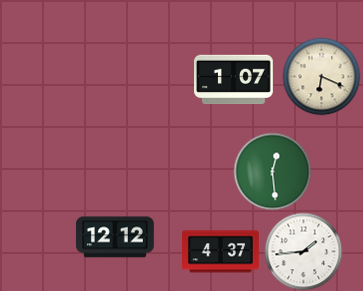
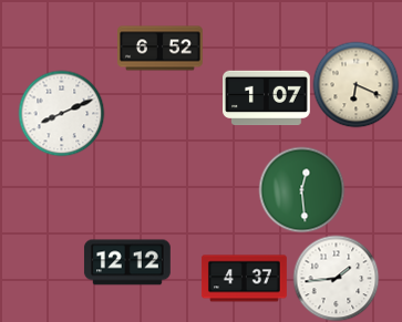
clock at (161, 49): none -> 6:52
clock at (234, 80) position: (234, 80) -> (267, 98)
clock at (61, 113): none -> 8:11
